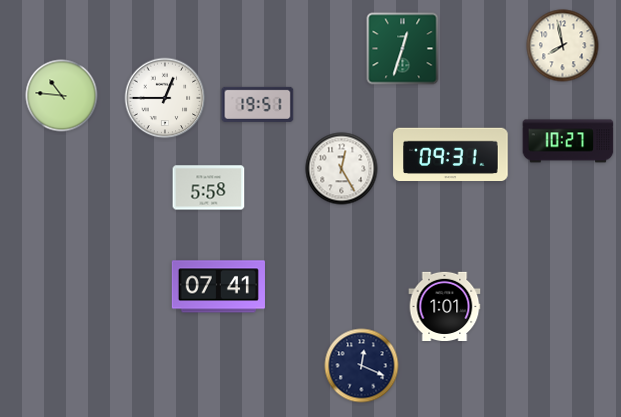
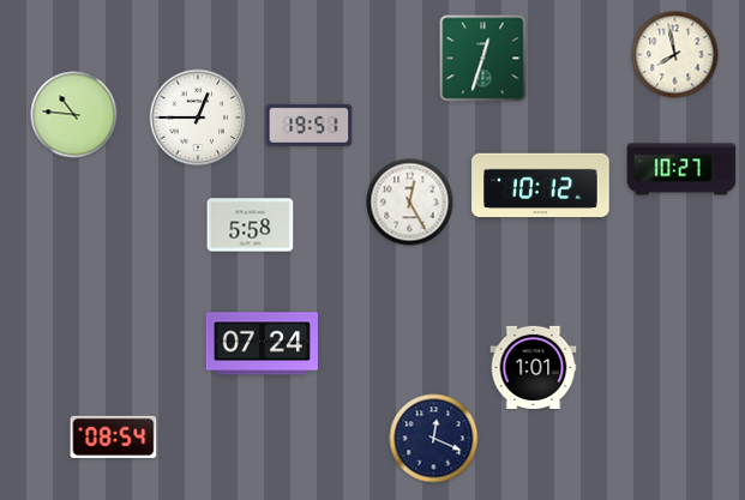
clock at (451, 155): 09:31 -> 10:12
clock at (218, 287): 07:41 -> 07:24
clock at (114, 436): none -> 08:54
